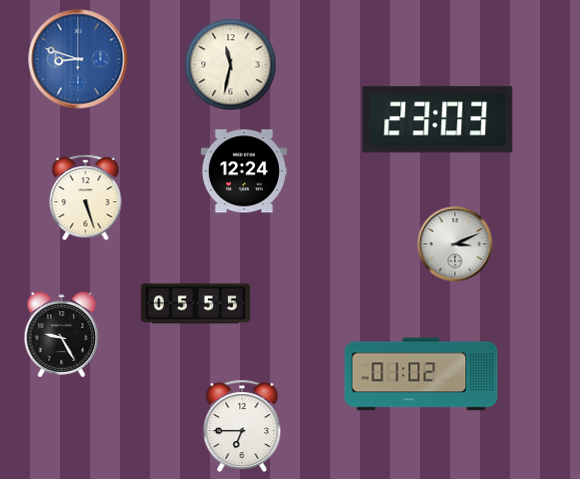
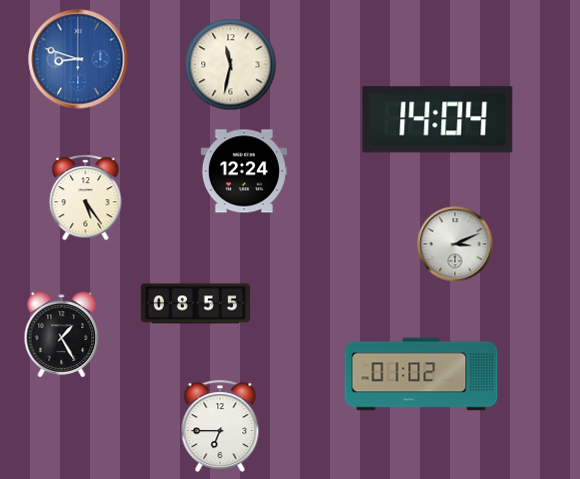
clock at (438, 120): 23:03 -> 14:04
clock at (86, 198): 5:27 -> 5:24
clock at (196, 304): 05:55 -> 08:55
clock at (62, 335): 9:25 -> 1:25
clock at (242, 425) position: (242, 425) -> (220, 425)
